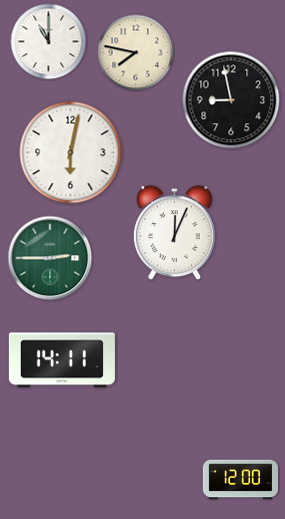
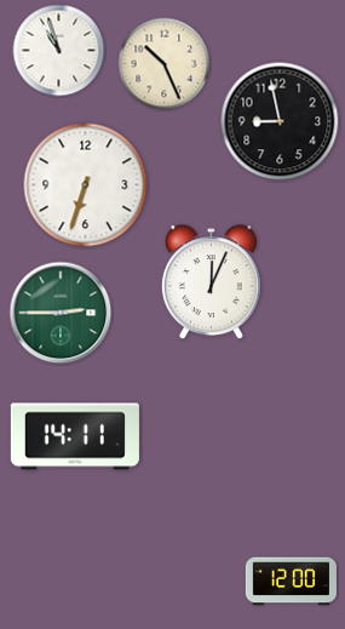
clock at (49, 42): 11:00 -> 10:57
clock at (136, 53): 7:47 -> 10:26
clock at (71, 153): 6:02 -> 6:33
